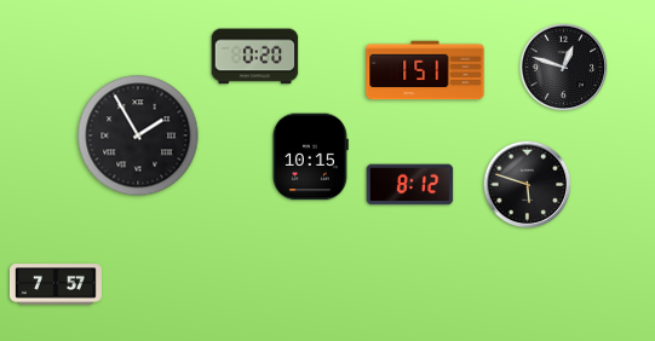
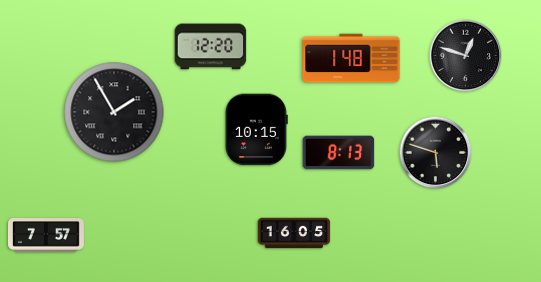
clock at (255, 57): 0:20 -> 12:20
clock at (425, 70): 1:51 -> 1:48
clock at (410, 185): 8:12 -> 8:13
clock at (294, 233): none -> 16:05
